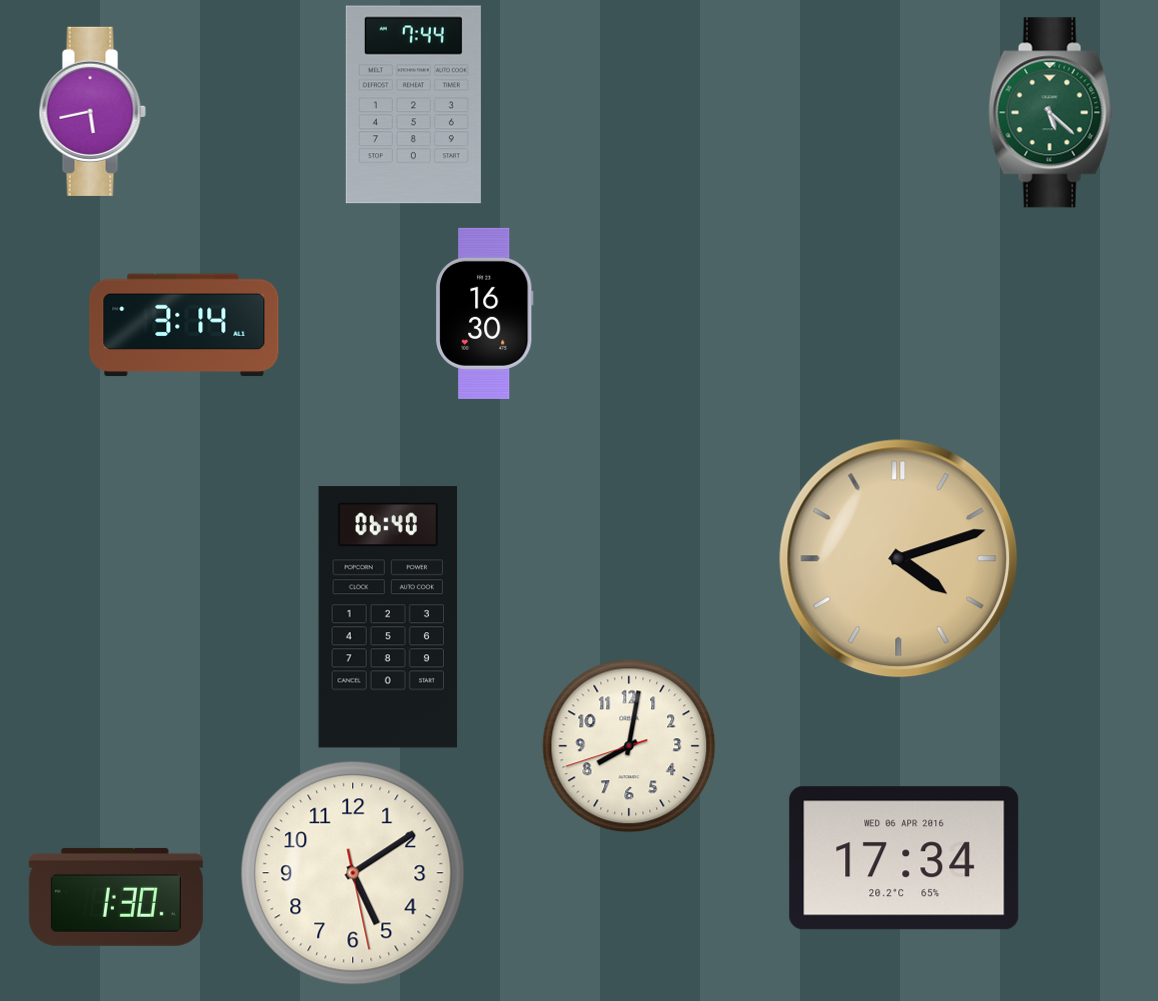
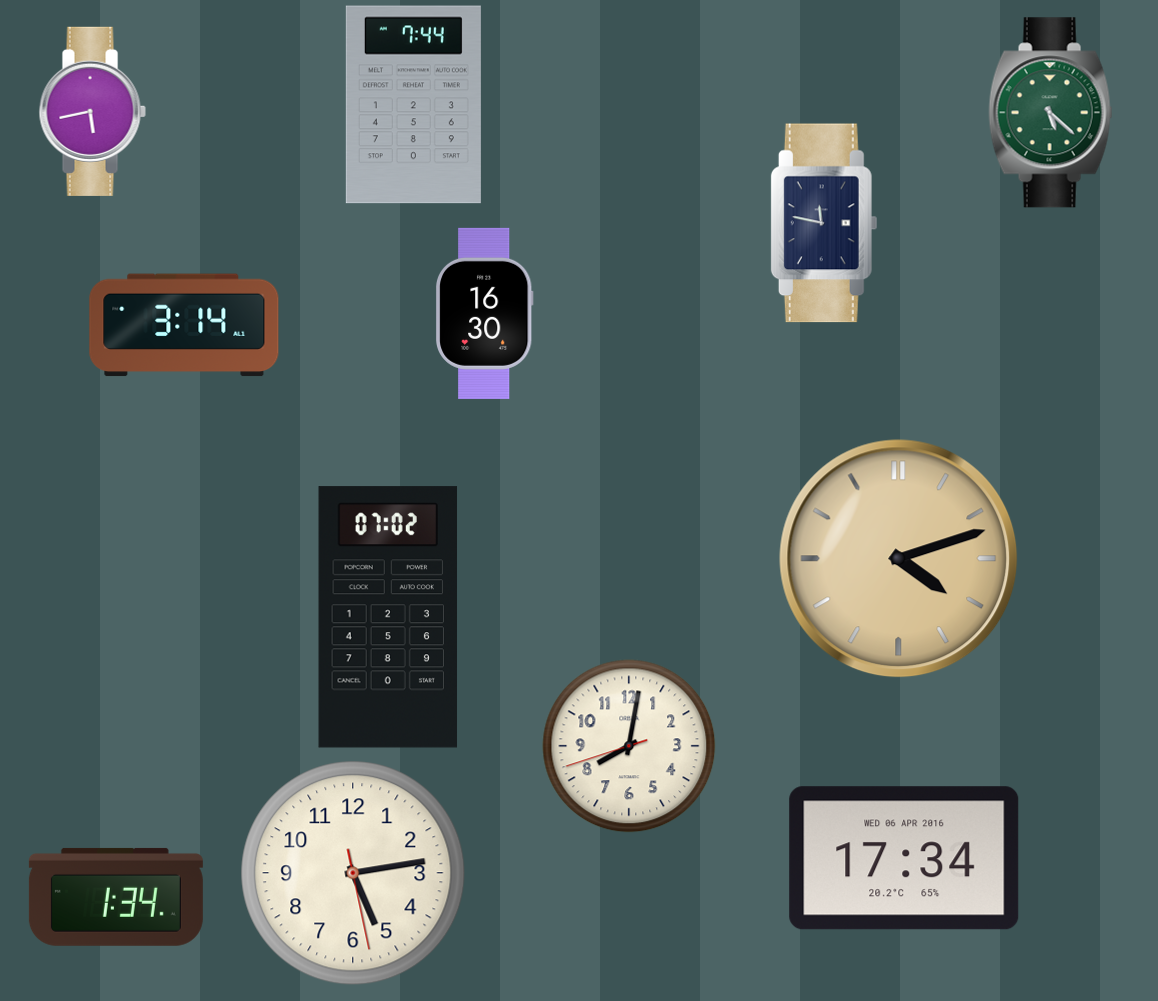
clock at (824, 223): none -> 11:47
clock at (388, 617): 06:40 -> 07:02
clock at (353, 873): 5:09 -> 5:13
clock at (116, 897): 1:30 -> 1:34
